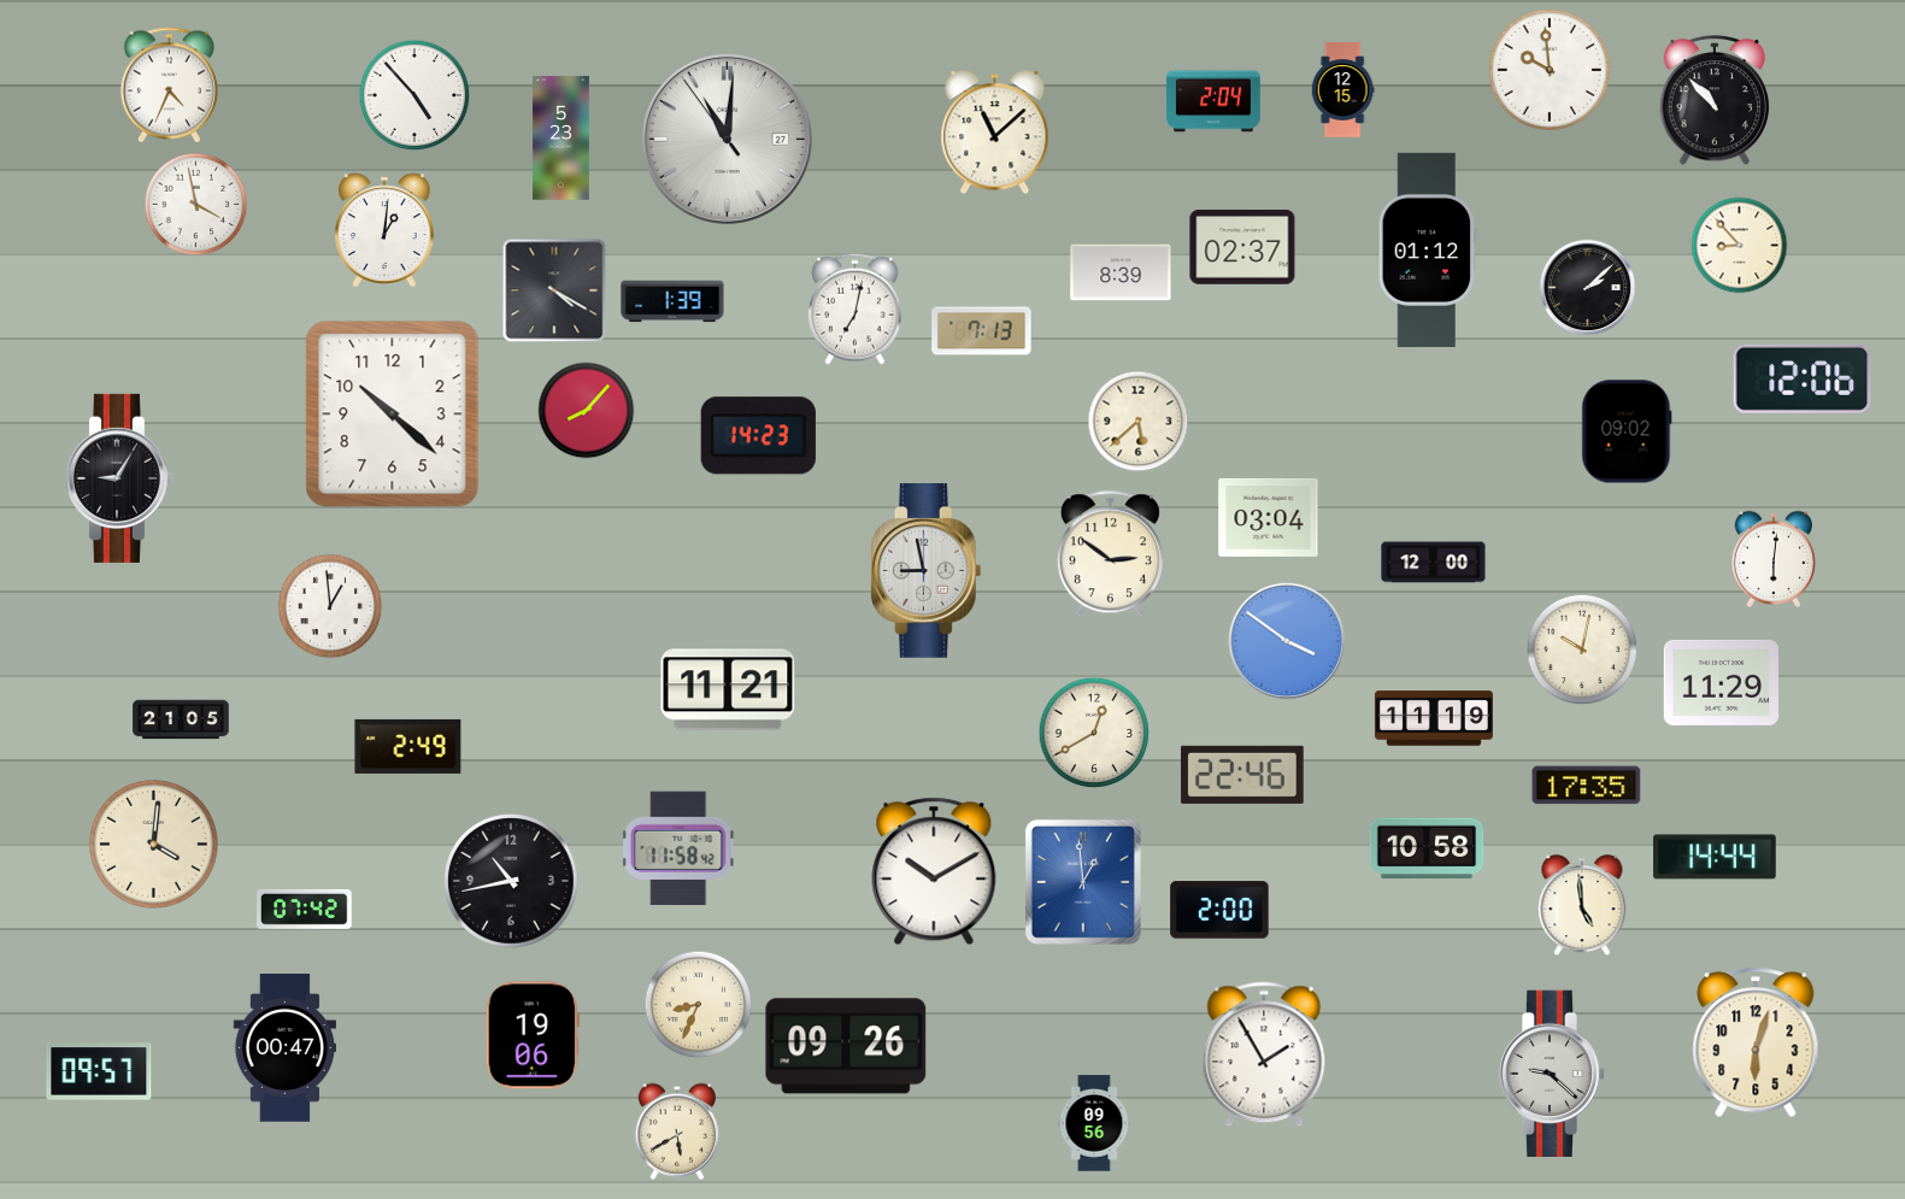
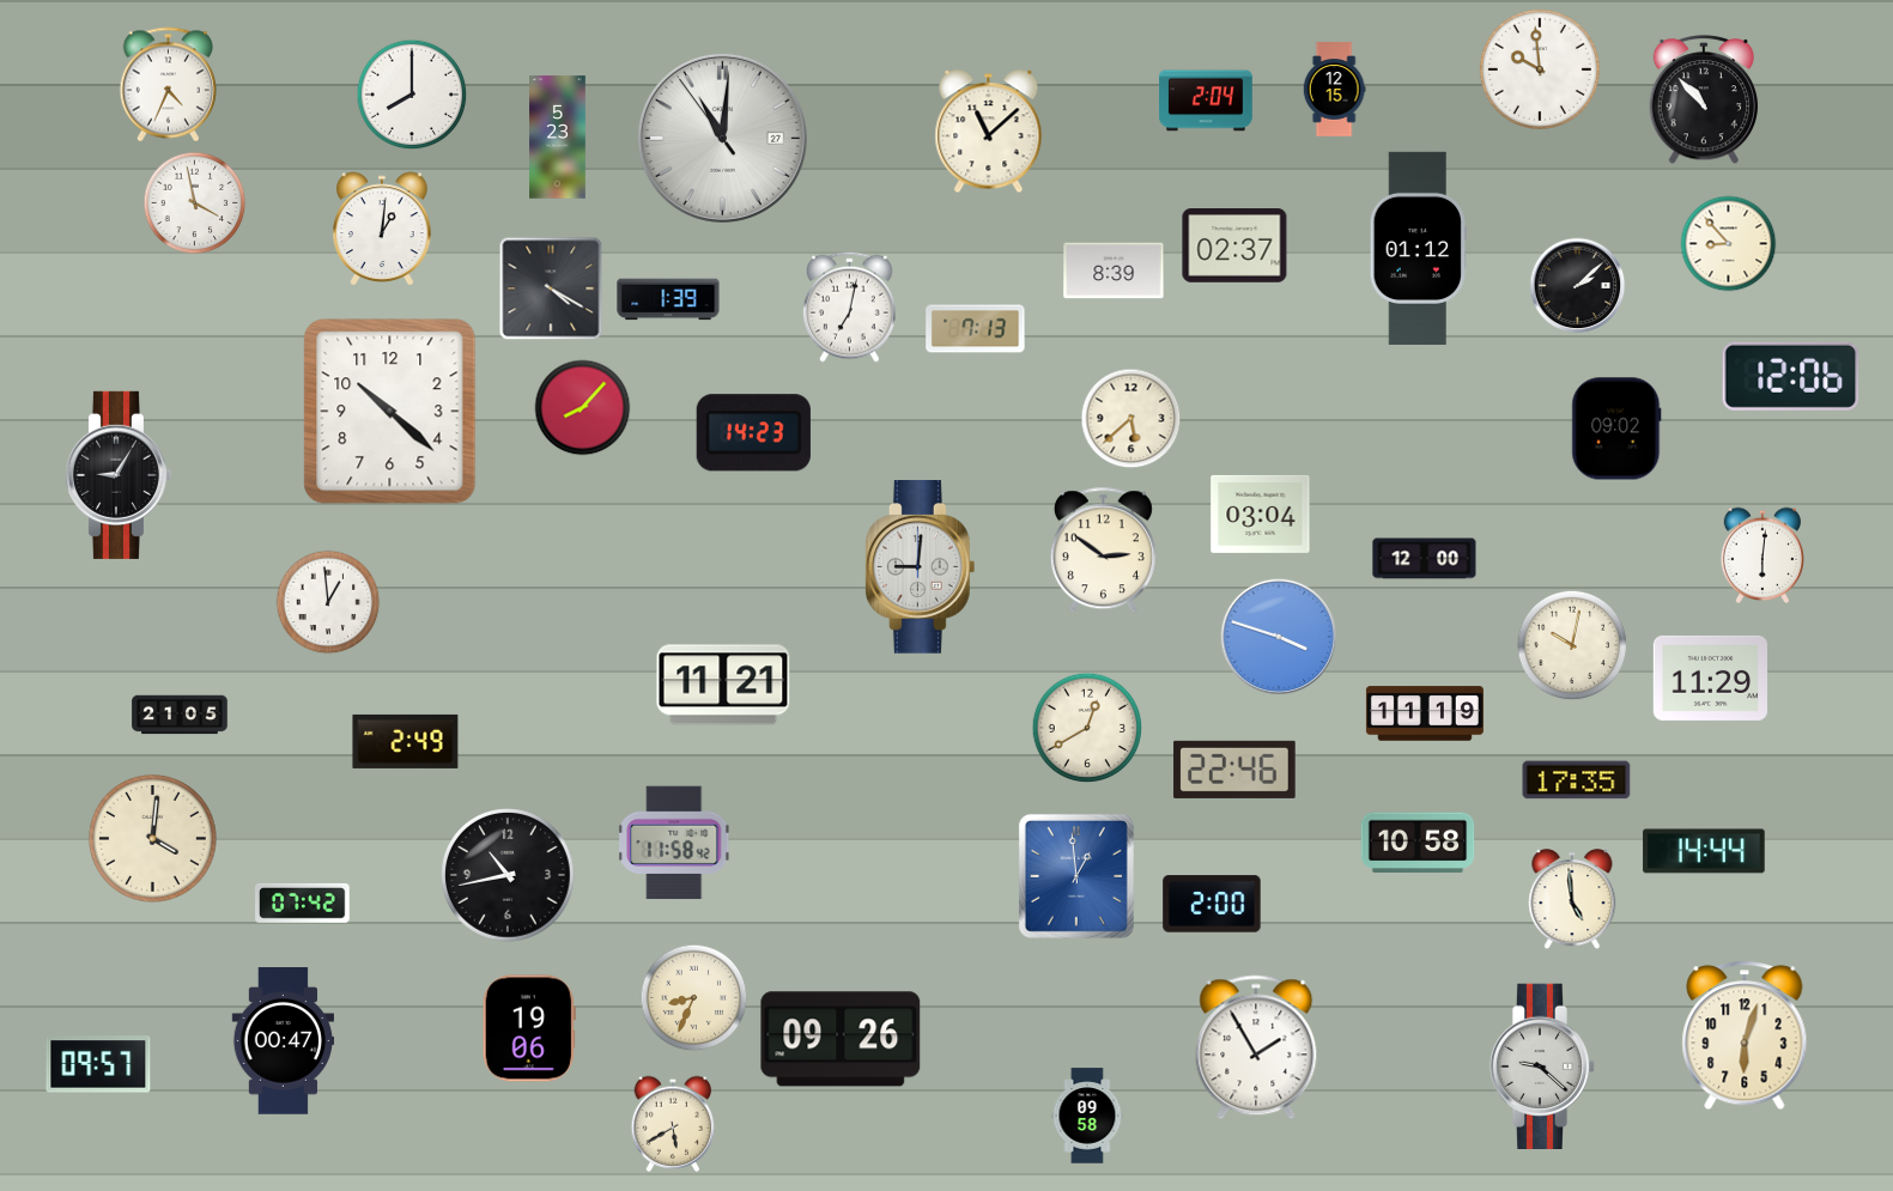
clock at (414, 95): 4:53 -> 8:00
clock at (925, 571): 8:58 -> 9:01
clock at (1287, 641): 3:51 -> 3:48
clock at (934, 871): 10:10 -> none
clock at (1094, 1123): 09:56 -> 09:58
